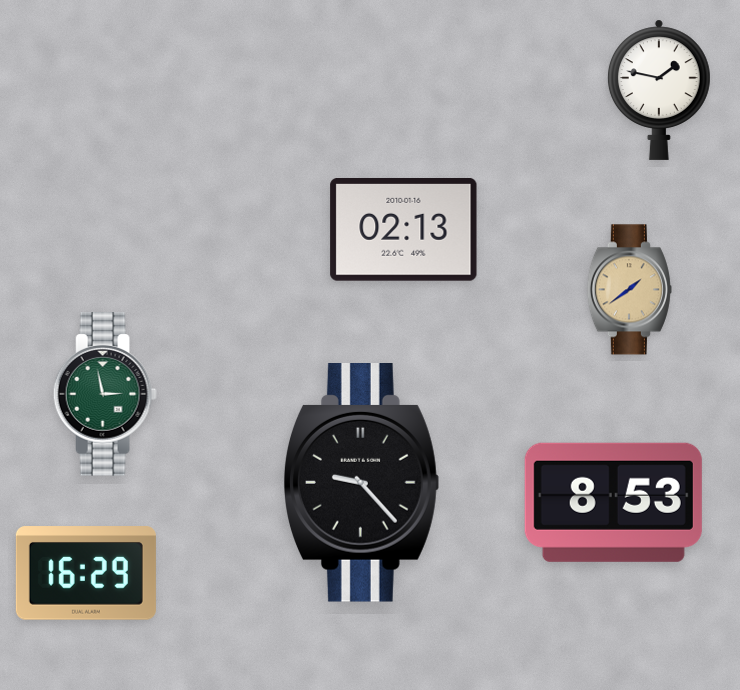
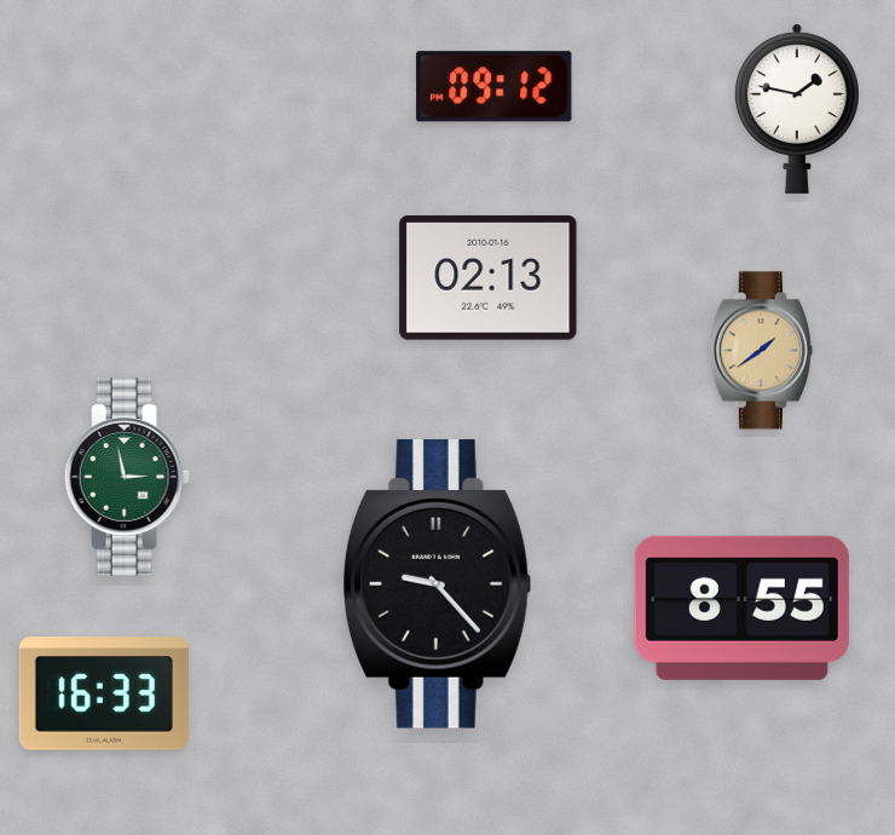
clock at (495, 87): none -> 09:12
clock at (613, 502): 8:53 -> 8:55
clock at (86, 573): 16:29 -> 16:33
